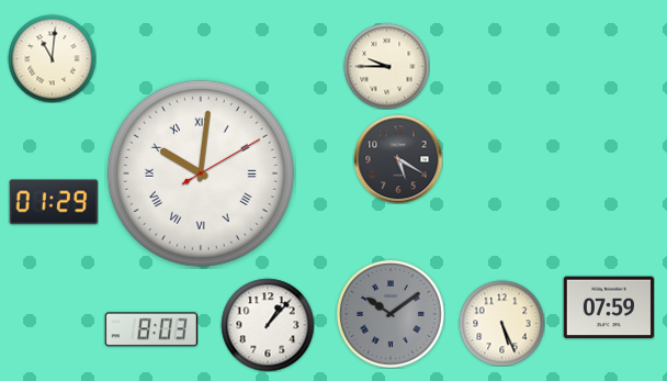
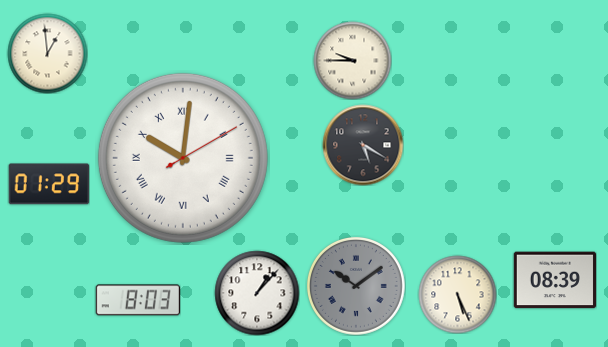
clock at (52, 58): 11:01 -> 12:59
clock at (609, 307): 07:59 -> 08:39
clock at (268, 325) position: (268, 325) -> (257, 293)
